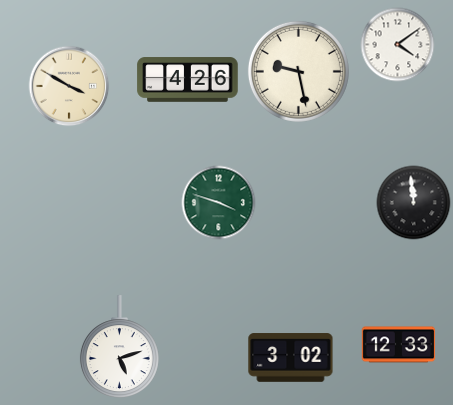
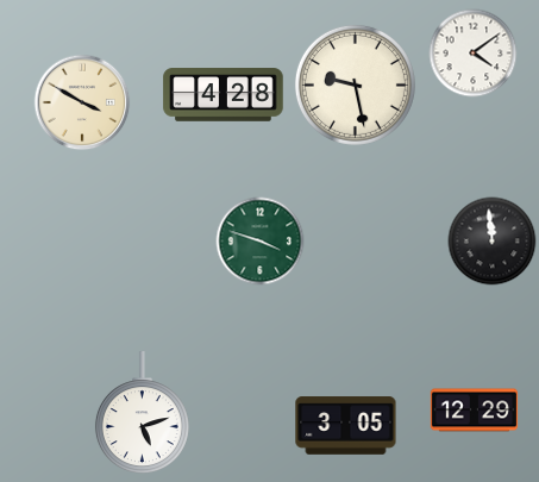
clock at (188, 80): 4:26 -> 4:28
clock at (399, 345): 12:33 -> 12:29
clock at (291, 358): 3:02 -> 3:05
